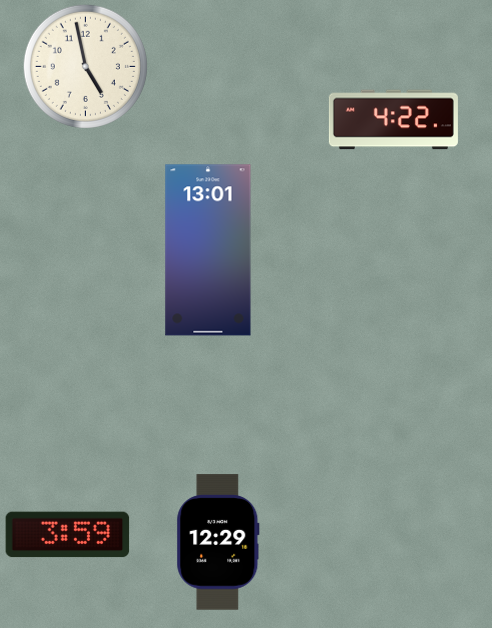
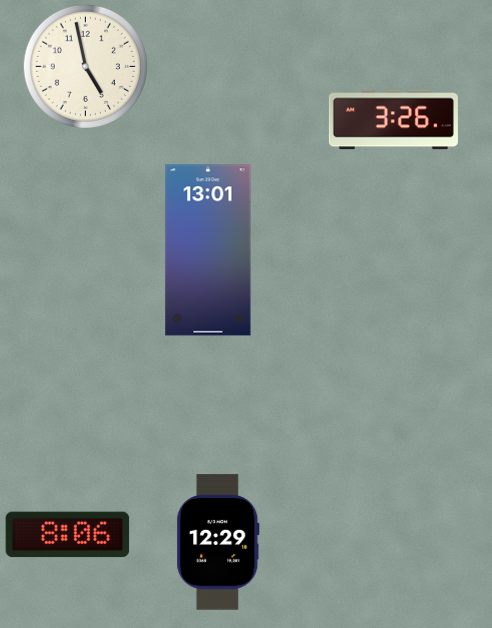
clock at (393, 120): 4:22 -> 3:26
clock at (68, 535): 3:59 -> 8:06
